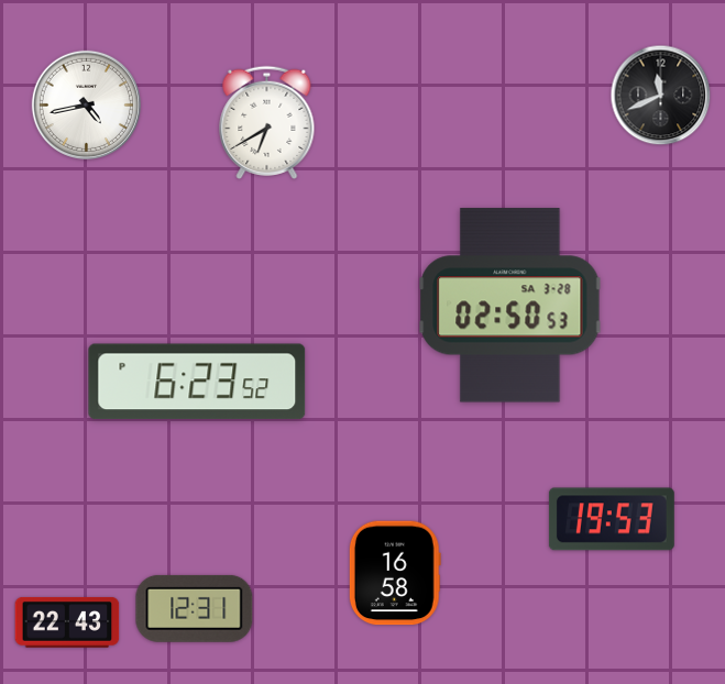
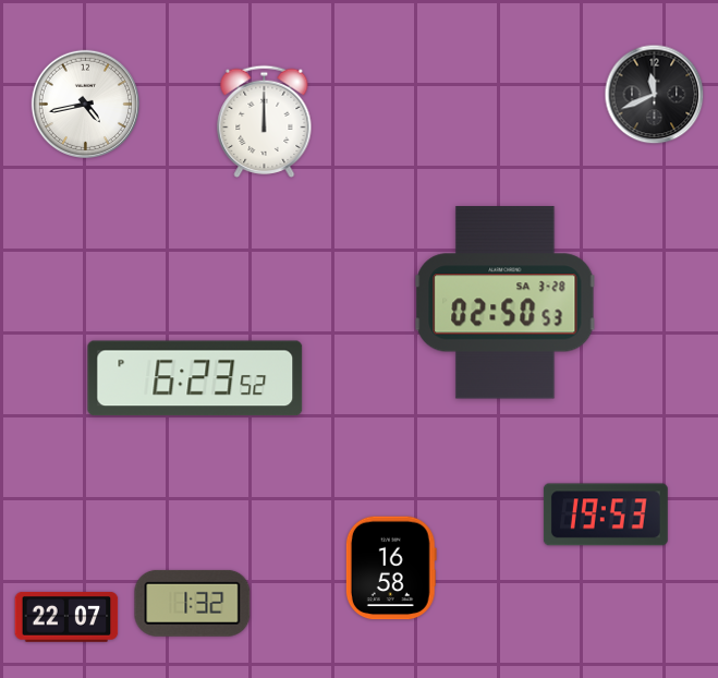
clock at (267, 122): 6:40 -> 12:00
clock at (195, 608): 12:31 -> 1:32
clock at (67, 622): 22:43 -> 22:07
